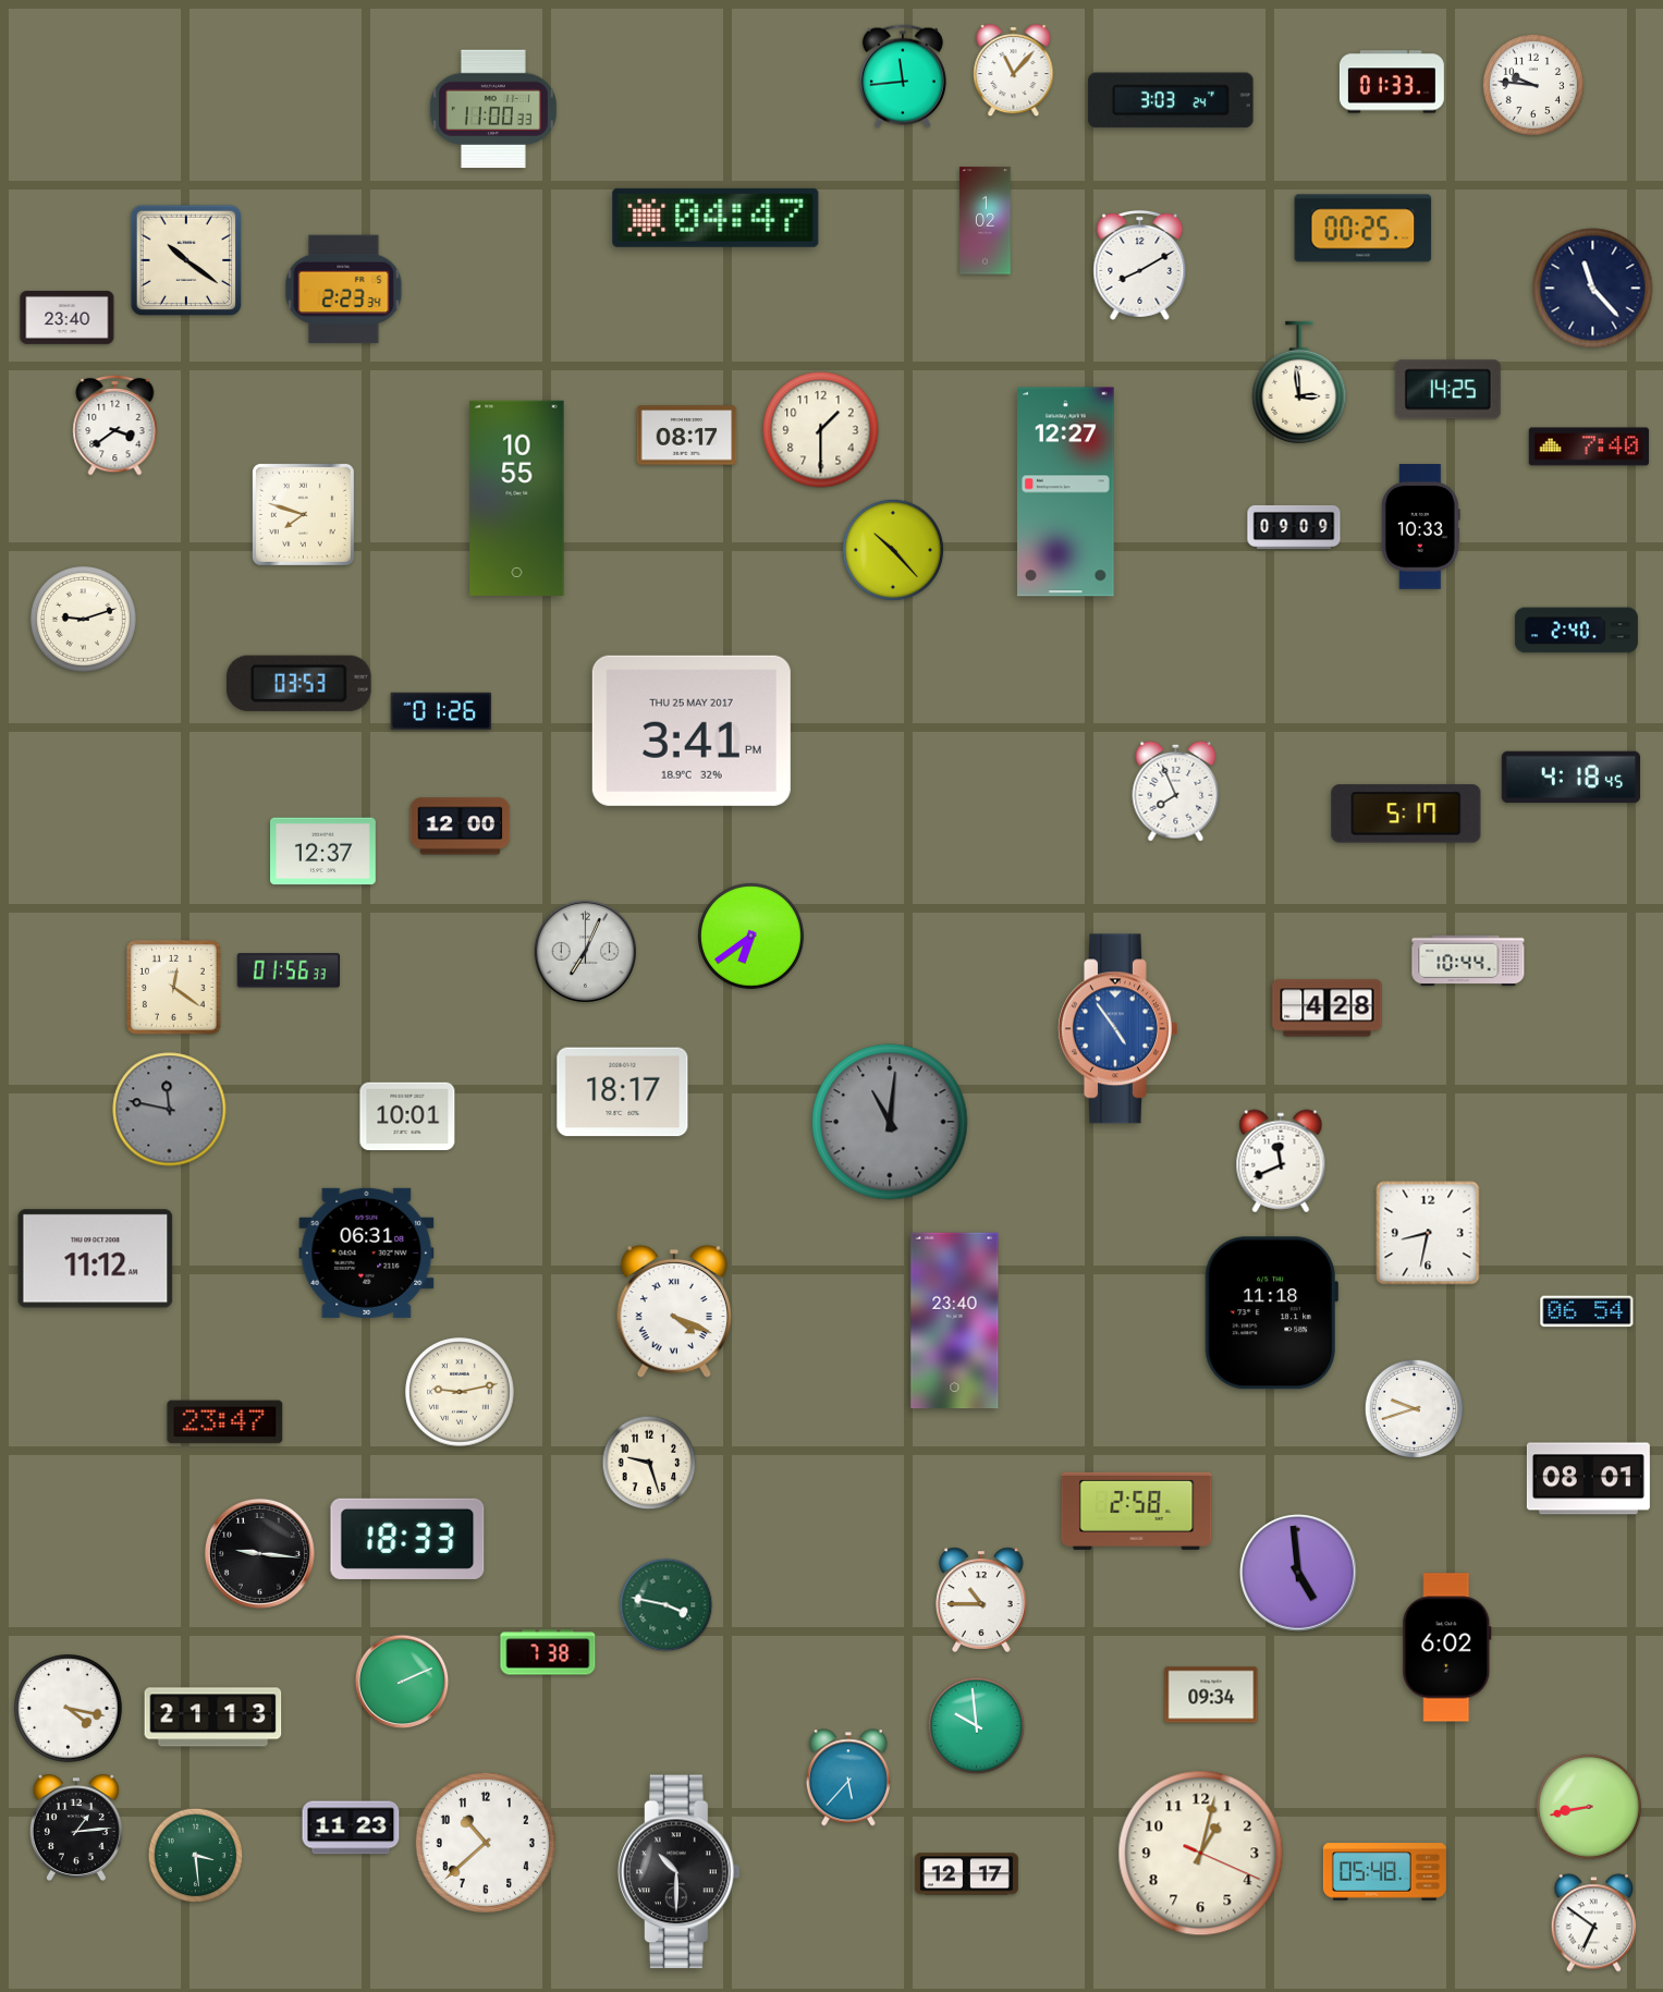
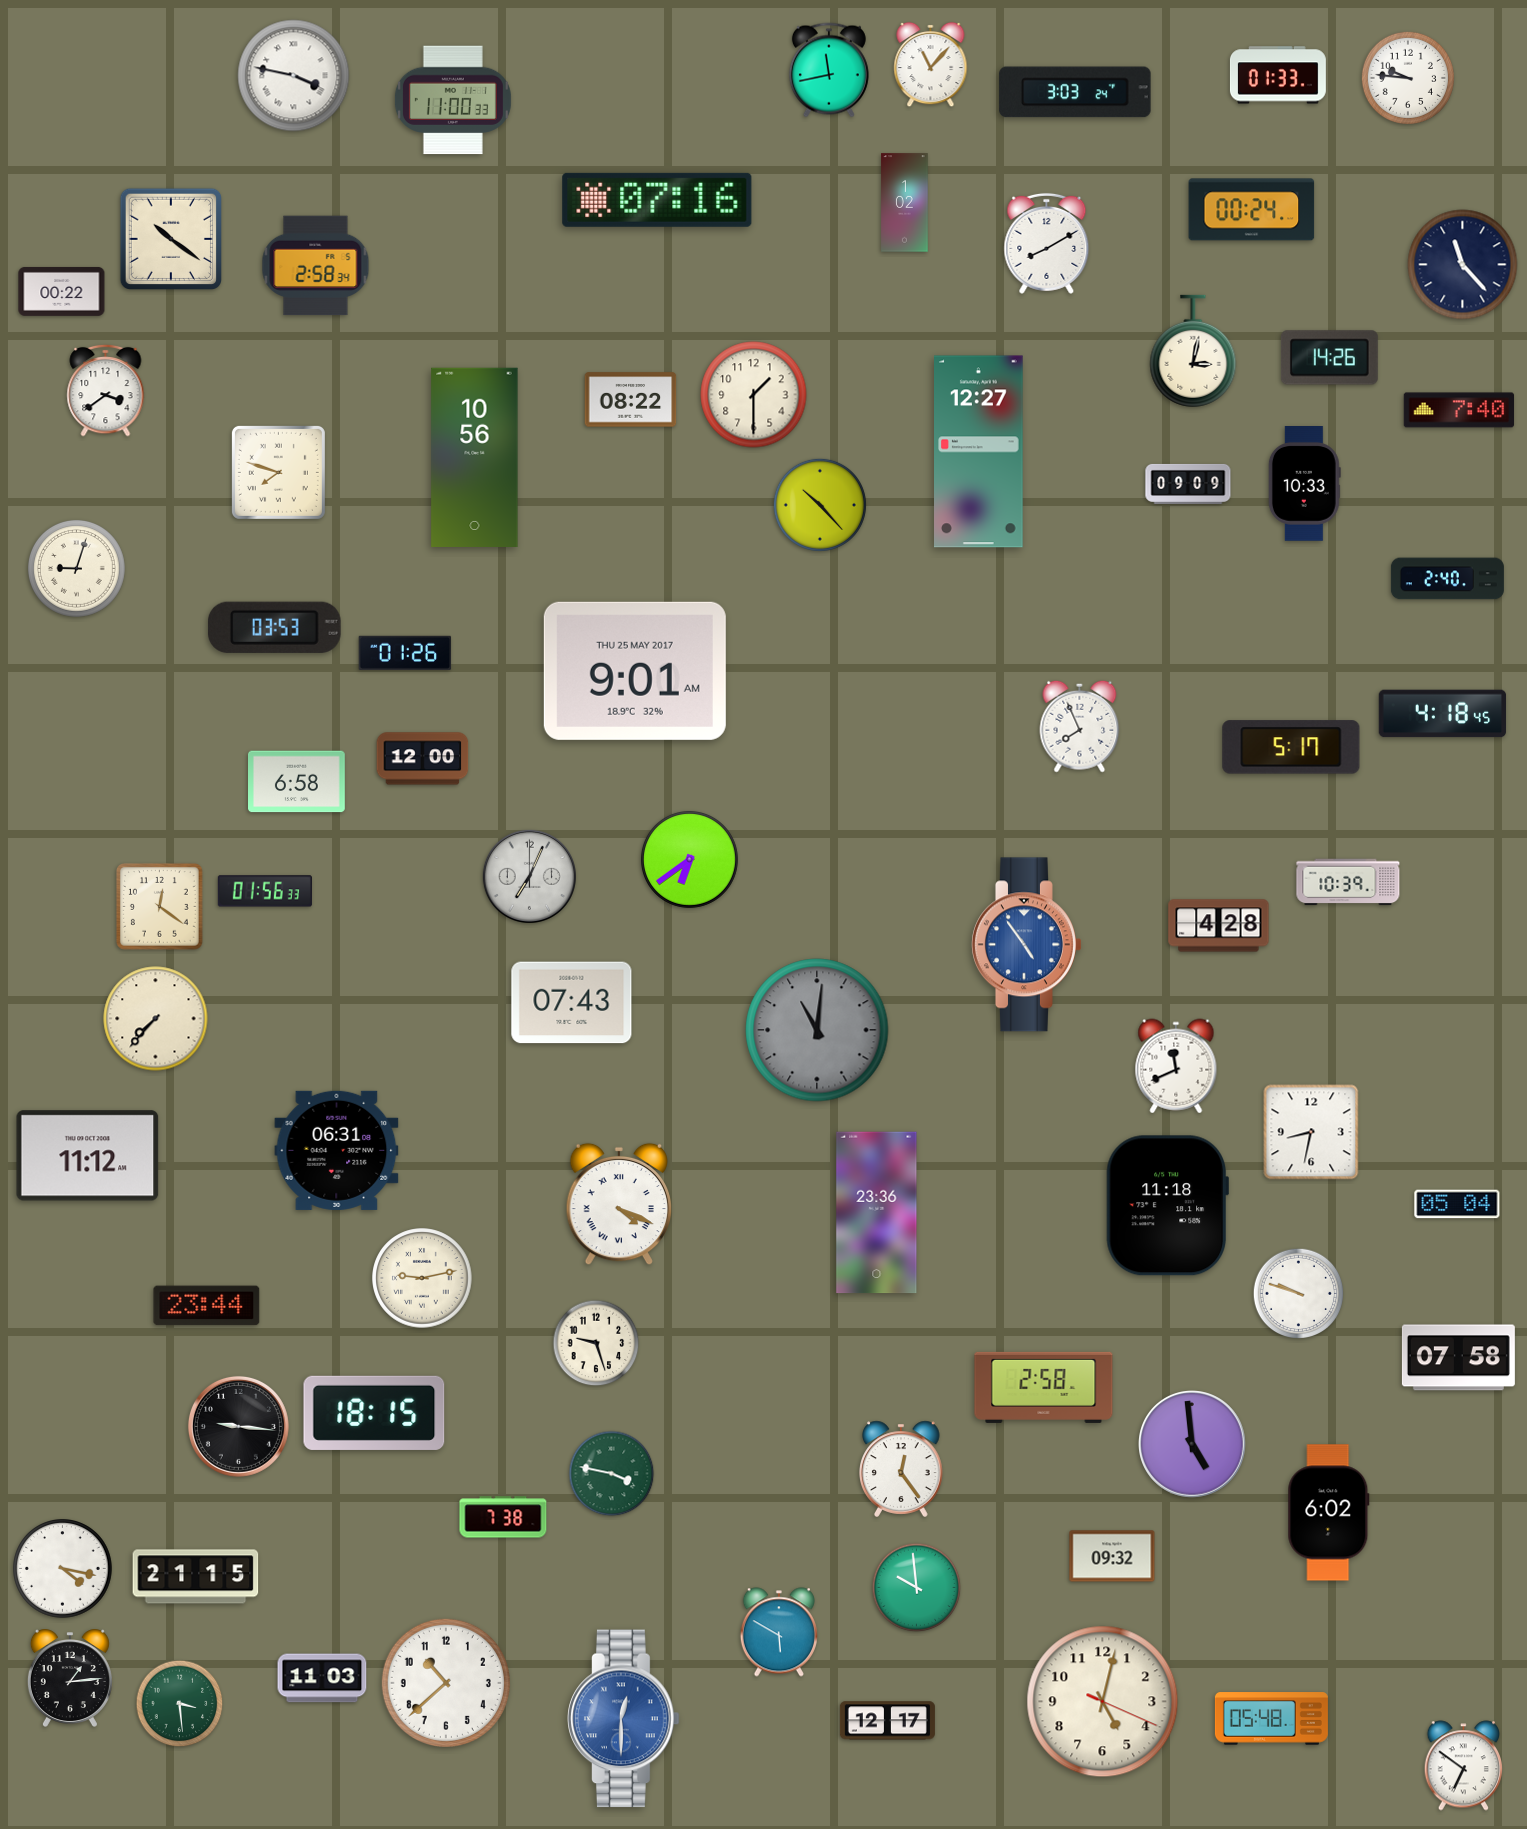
clock at (903, 76): 11:44 -> 11:43
clock at (294, 76): none -> 3:47
clock at (716, 218): 04:47 -> 07:16
clock at (1364, 229): 00:25 -> 00:24
clock at (344, 290): 2:23 -> 2:58
clock at (68, 317): 23:40 -> 00:22
clock at (1299, 382): 2:59 -> 3:02
clock at (1447, 390): 14:25 -> 14:26
clock at (687, 436): 08:17 -> 08:22
clock at (517, 498): 10:55 -> 10:56
clock at (83, 619): 9:12 -> 9:03
clock at (692, 731): 3:41 -> 9:01
clock at (323, 852): 12:37 -> 6:58
clock at (585, 951) position: (585, 951) -> (529, 876)
clock at (1468, 961): 10:44 -> 10:39
clock at (623, 1092): 18:17 -> 07:43
clock at (170, 1110): 11:47 -> 7:37
clock at (170, 1110) dial: grey -> cream
clock at (407, 1116): 10:01 -> none
clock at (1587, 1311): 06:54 -> 05:04
clock at (955, 1321): 23:40 -> 23:36
clock at (1415, 1409): 9:42 -> 9:48
clock at (225, 1422): 23:47 -> 23:44
clock at (1588, 1479): 08:01 -> 07:58
clock at (407, 1539): 18:33 -> 18:15
clock at (982, 1600): 10:45 -> 12:24
clock at (402, 1682): 2:11 -> none
clock at (1211, 1695): 09:34 -> 09:32
clock at (213, 1718): 21:13 -> 21:15
clock at (977, 1726) position: (977, 1726) -> (917, 1588)
clock at (848, 1777): 5:37 -> 5:50
clock at (1589, 1807): 8:43 -> none
clock at (351, 1828): 11:23 -> 11:03
clock at (486, 1843) position: (486, 1843) -> (446, 1683)
clock at (1201, 1854): 1:02 -> 5:02
clock at (680, 1872): 10:30 -> 12:30
clock at (680, 1872) dial: black -> blue
